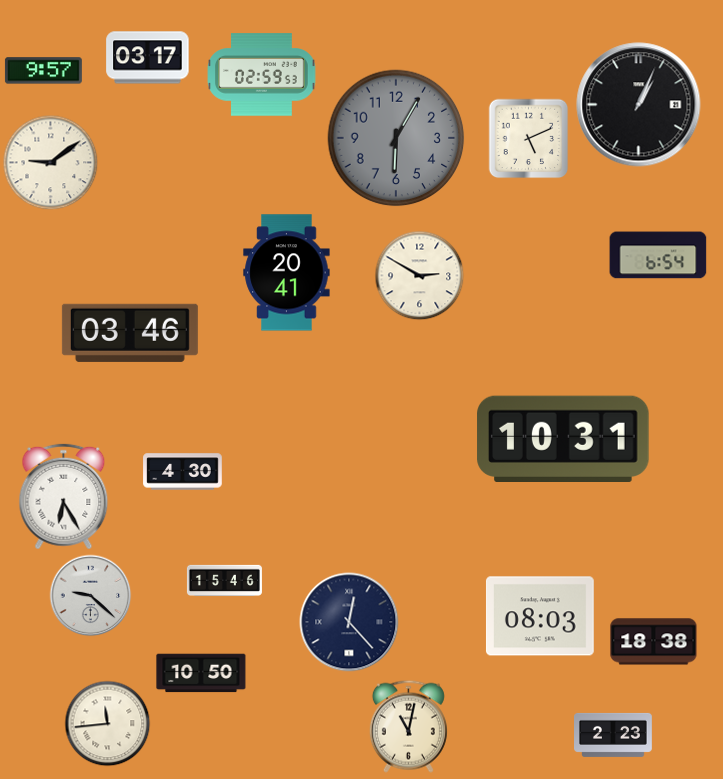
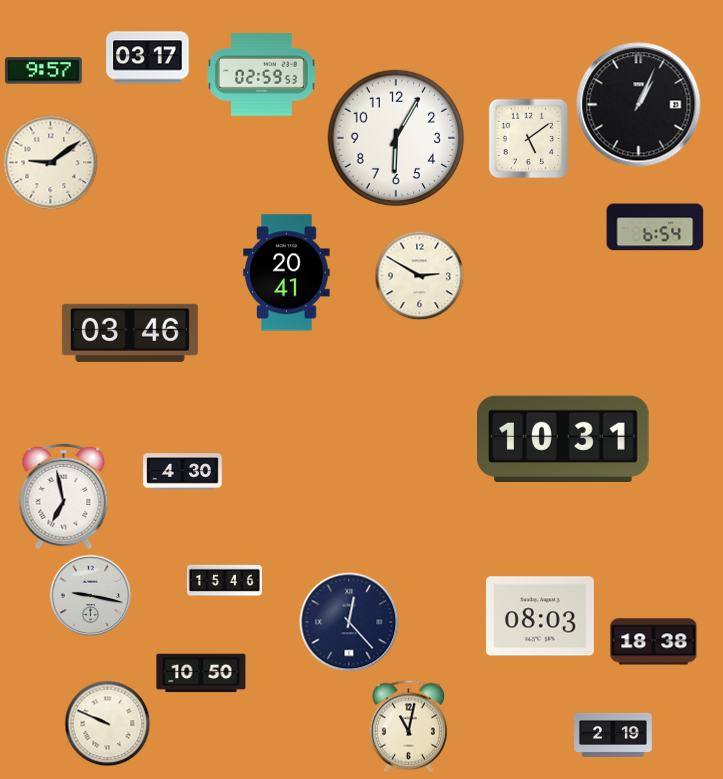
clock at (396, 138) dial: grey -> white
clock at (529, 139): 5:11 -> 5:09
clock at (658, 255) position: (658, 255) -> (655, 227)
clock at (64, 497): 6:25 -> 6:58
clock at (91, 596): 9:22 -> 9:17
clock at (108, 724): 11:44 -> 9:49
clock at (613, 735): 2:23 -> 2:19
